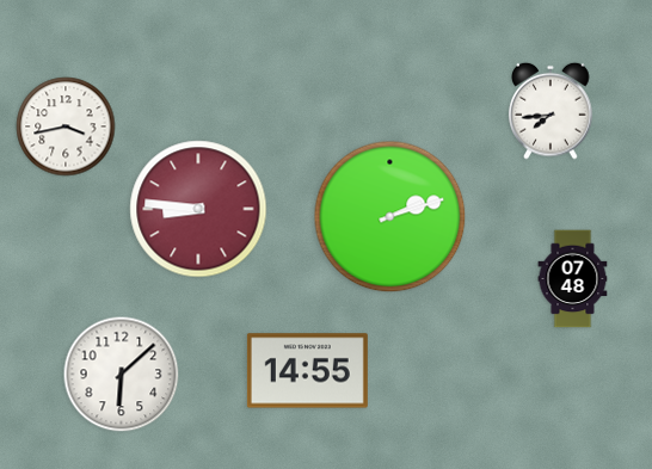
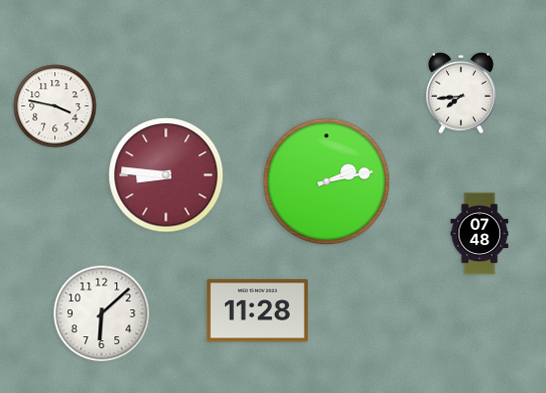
clock at (66, 126): 3:43 -> 3:47
clock at (390, 217): 2:12 -> 2:13
clock at (307, 371): 14:55 -> 11:28
